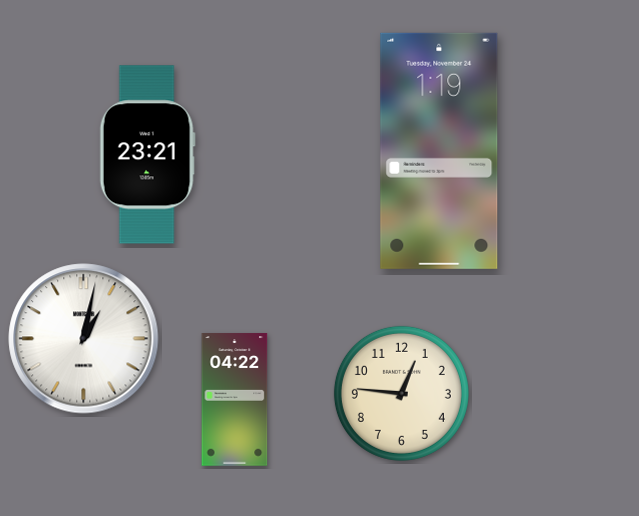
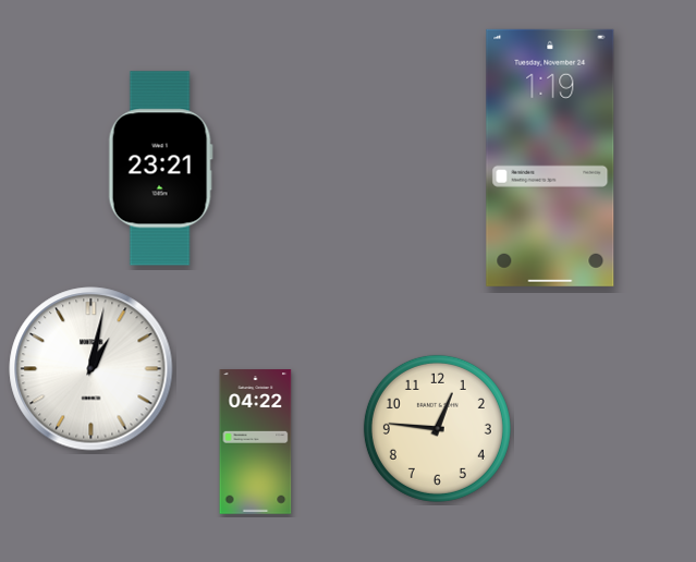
clock at (439, 151) position: (439, 151) -> (550, 158)
clock at (235, 400) position: (235, 400) -> (256, 442)
